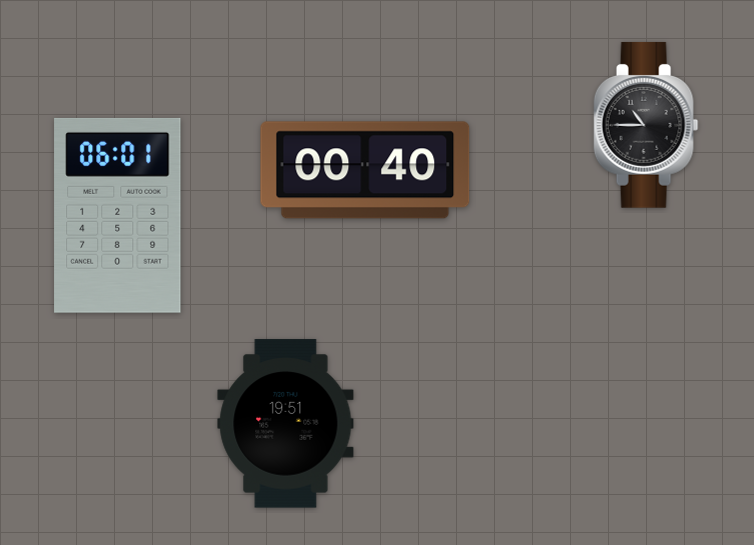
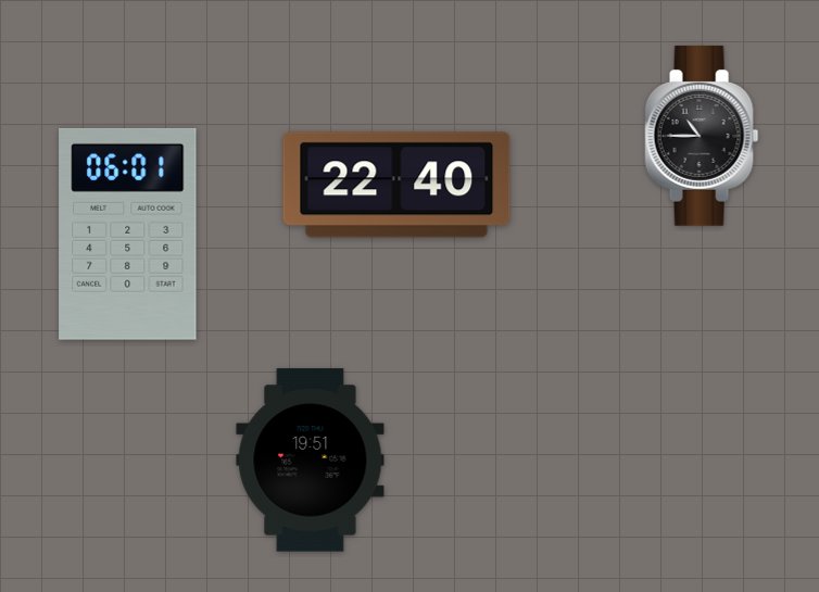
clock at (365, 170): 00:40 -> 22:40
